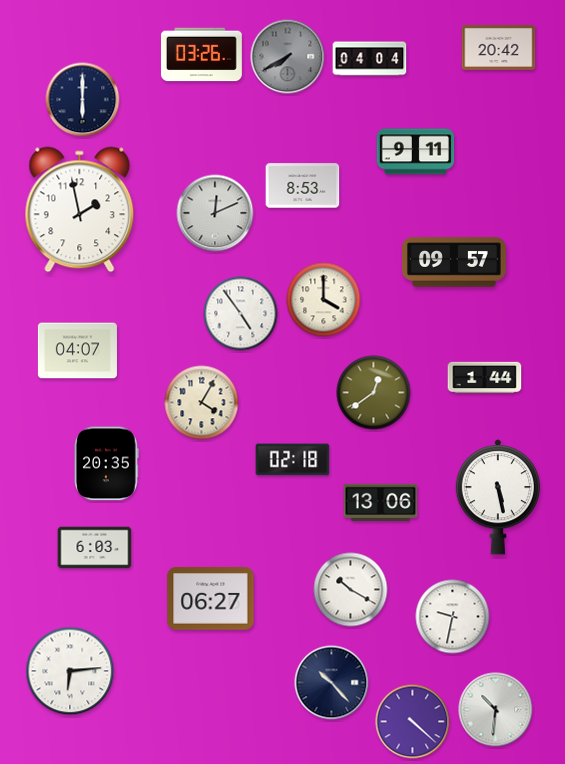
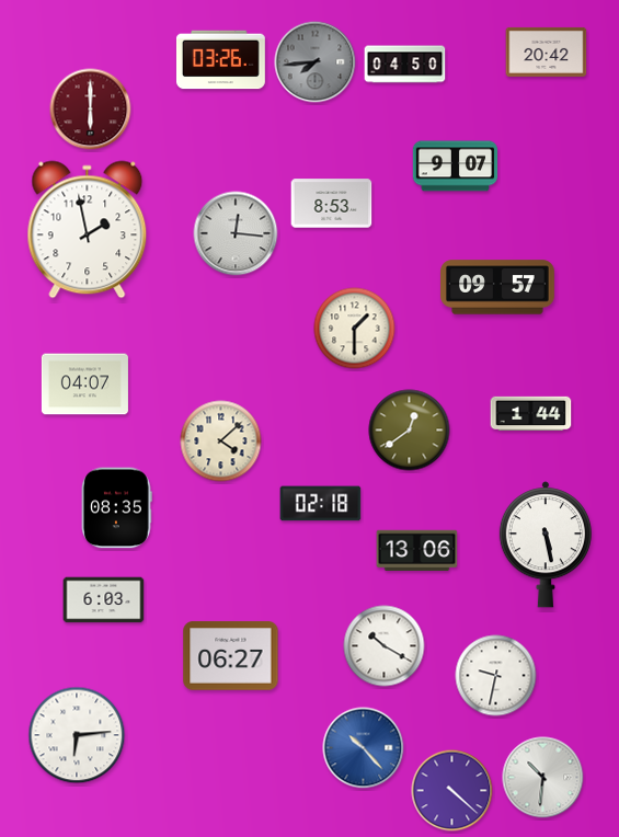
clock at (288, 57): 7:40 -> 7:44
clock at (370, 59): 04:04 -> 04:50
clock at (83, 100) dial: navy -> burgundy
clock at (416, 152): 9:11 -> 9:07
clock at (215, 213): 12:11 -> 12:16
clock at (324, 300): 4:00 -> 1:30
clock at (241, 314): 4:54 -> none
clock at (202, 403): 4:05 -> 4:08
clock at (107, 464): 20:35 -> 08:35
clock at (332, 683) dial: navy -> blue
